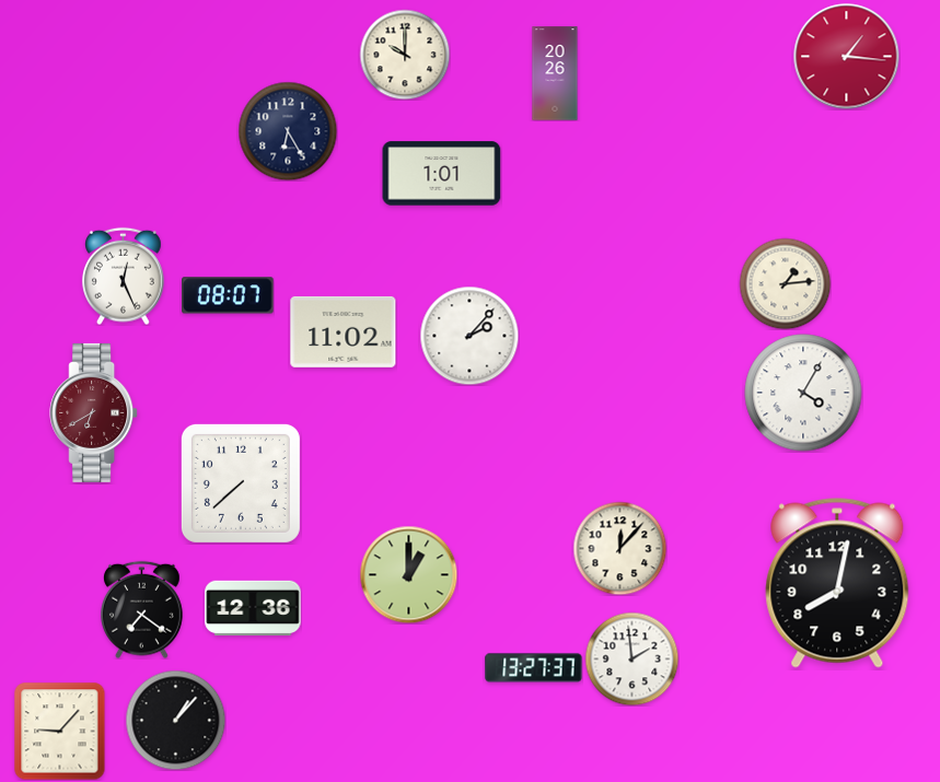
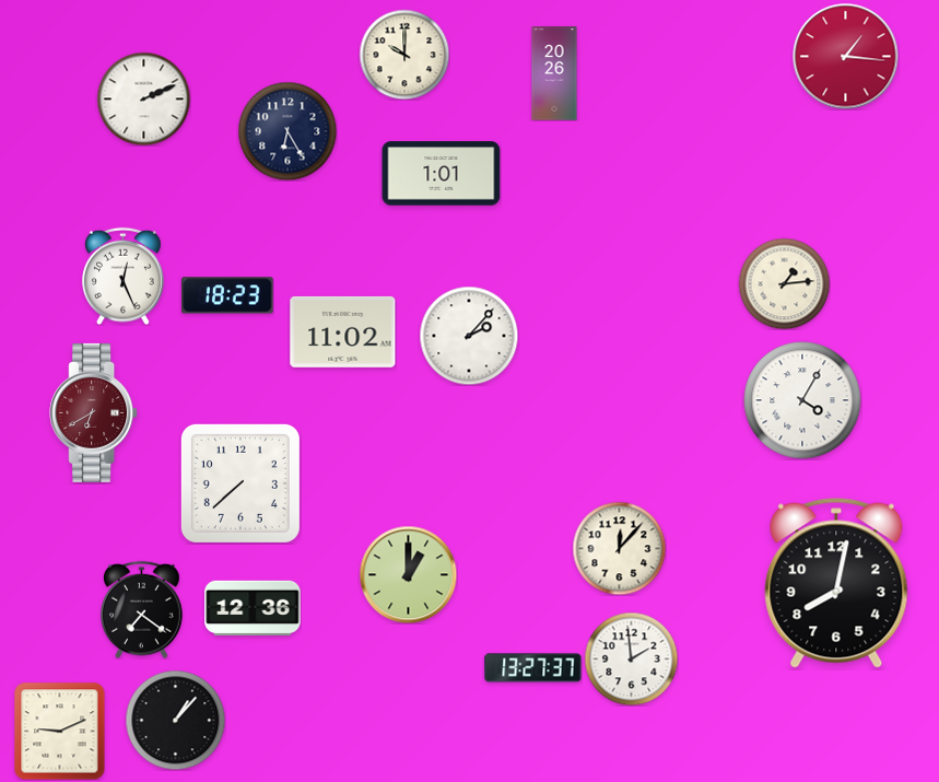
clock at (143, 98): none -> 2:11
clock at (228, 295): 08:07 -> 18:23
clock at (803, 393) position: (803, 393) -> (802, 400)
clock at (60, 731): 9:07 -> 9:11
